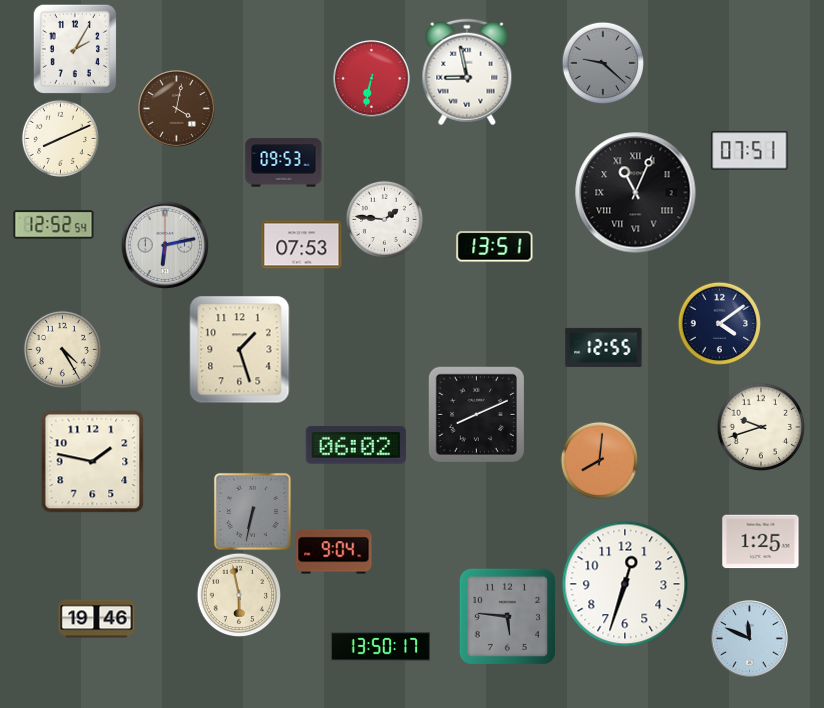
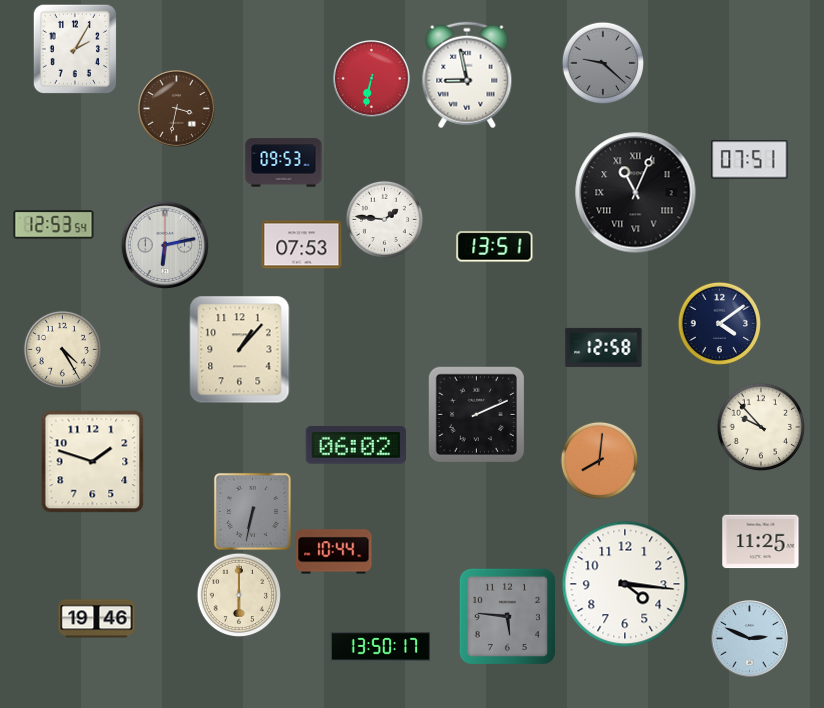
clock at (467, 72) position: (467, 72) -> (467, 75)
clock at (177, 109): 4:02 -> 3:32
clock at (60, 138): 8:11 -> none
clock at (750, 151) position: (750, 151) -> (750, 160)
clock at (54, 225): 12:52 -> 12:53
clock at (604, 347): 12:55 -> 12:58
clock at (240, 350): 1:27 -> 1:07
clock at (476, 414): 8:11 -> 2:11
clock at (761, 427): 9:42 -> 9:53
clock at (93, 462): 1:47 -> 1:48
clock at (761, 542): 1:25 -> 11:25
clock at (334, 552): 9:04 -> 10:44
clock at (625, 584): 12:33 -> 4:16
clock at (238, 594): 5:58 -> 6:00
clock at (750, 639): 11:49 -> 2:49
